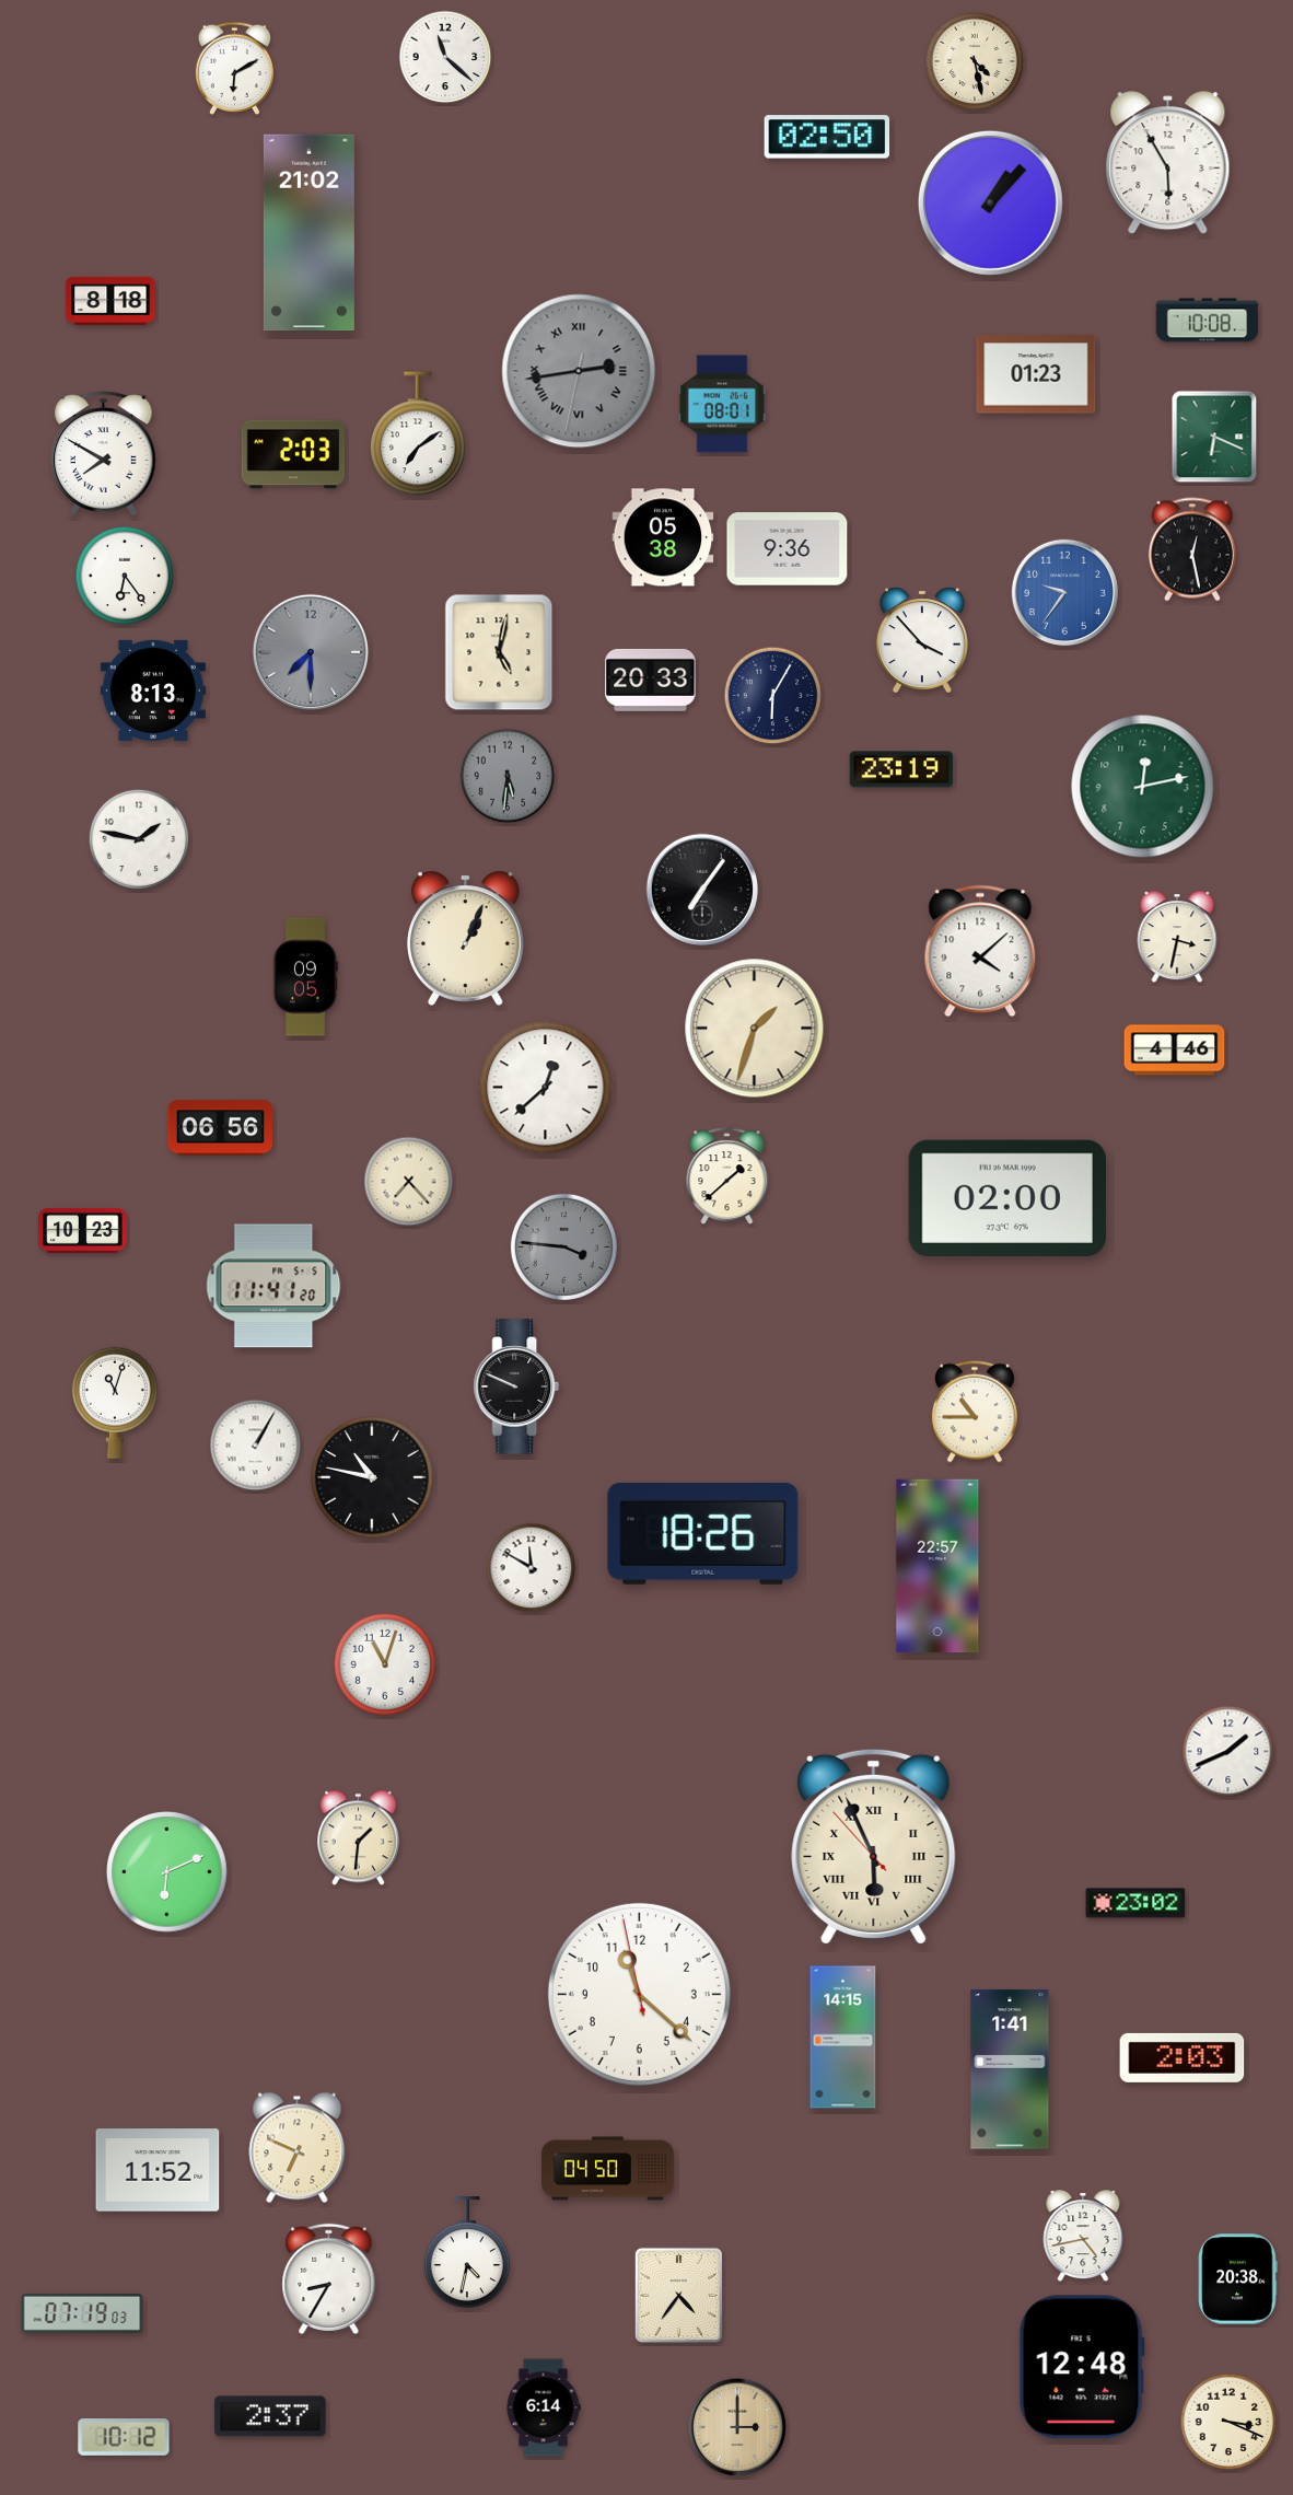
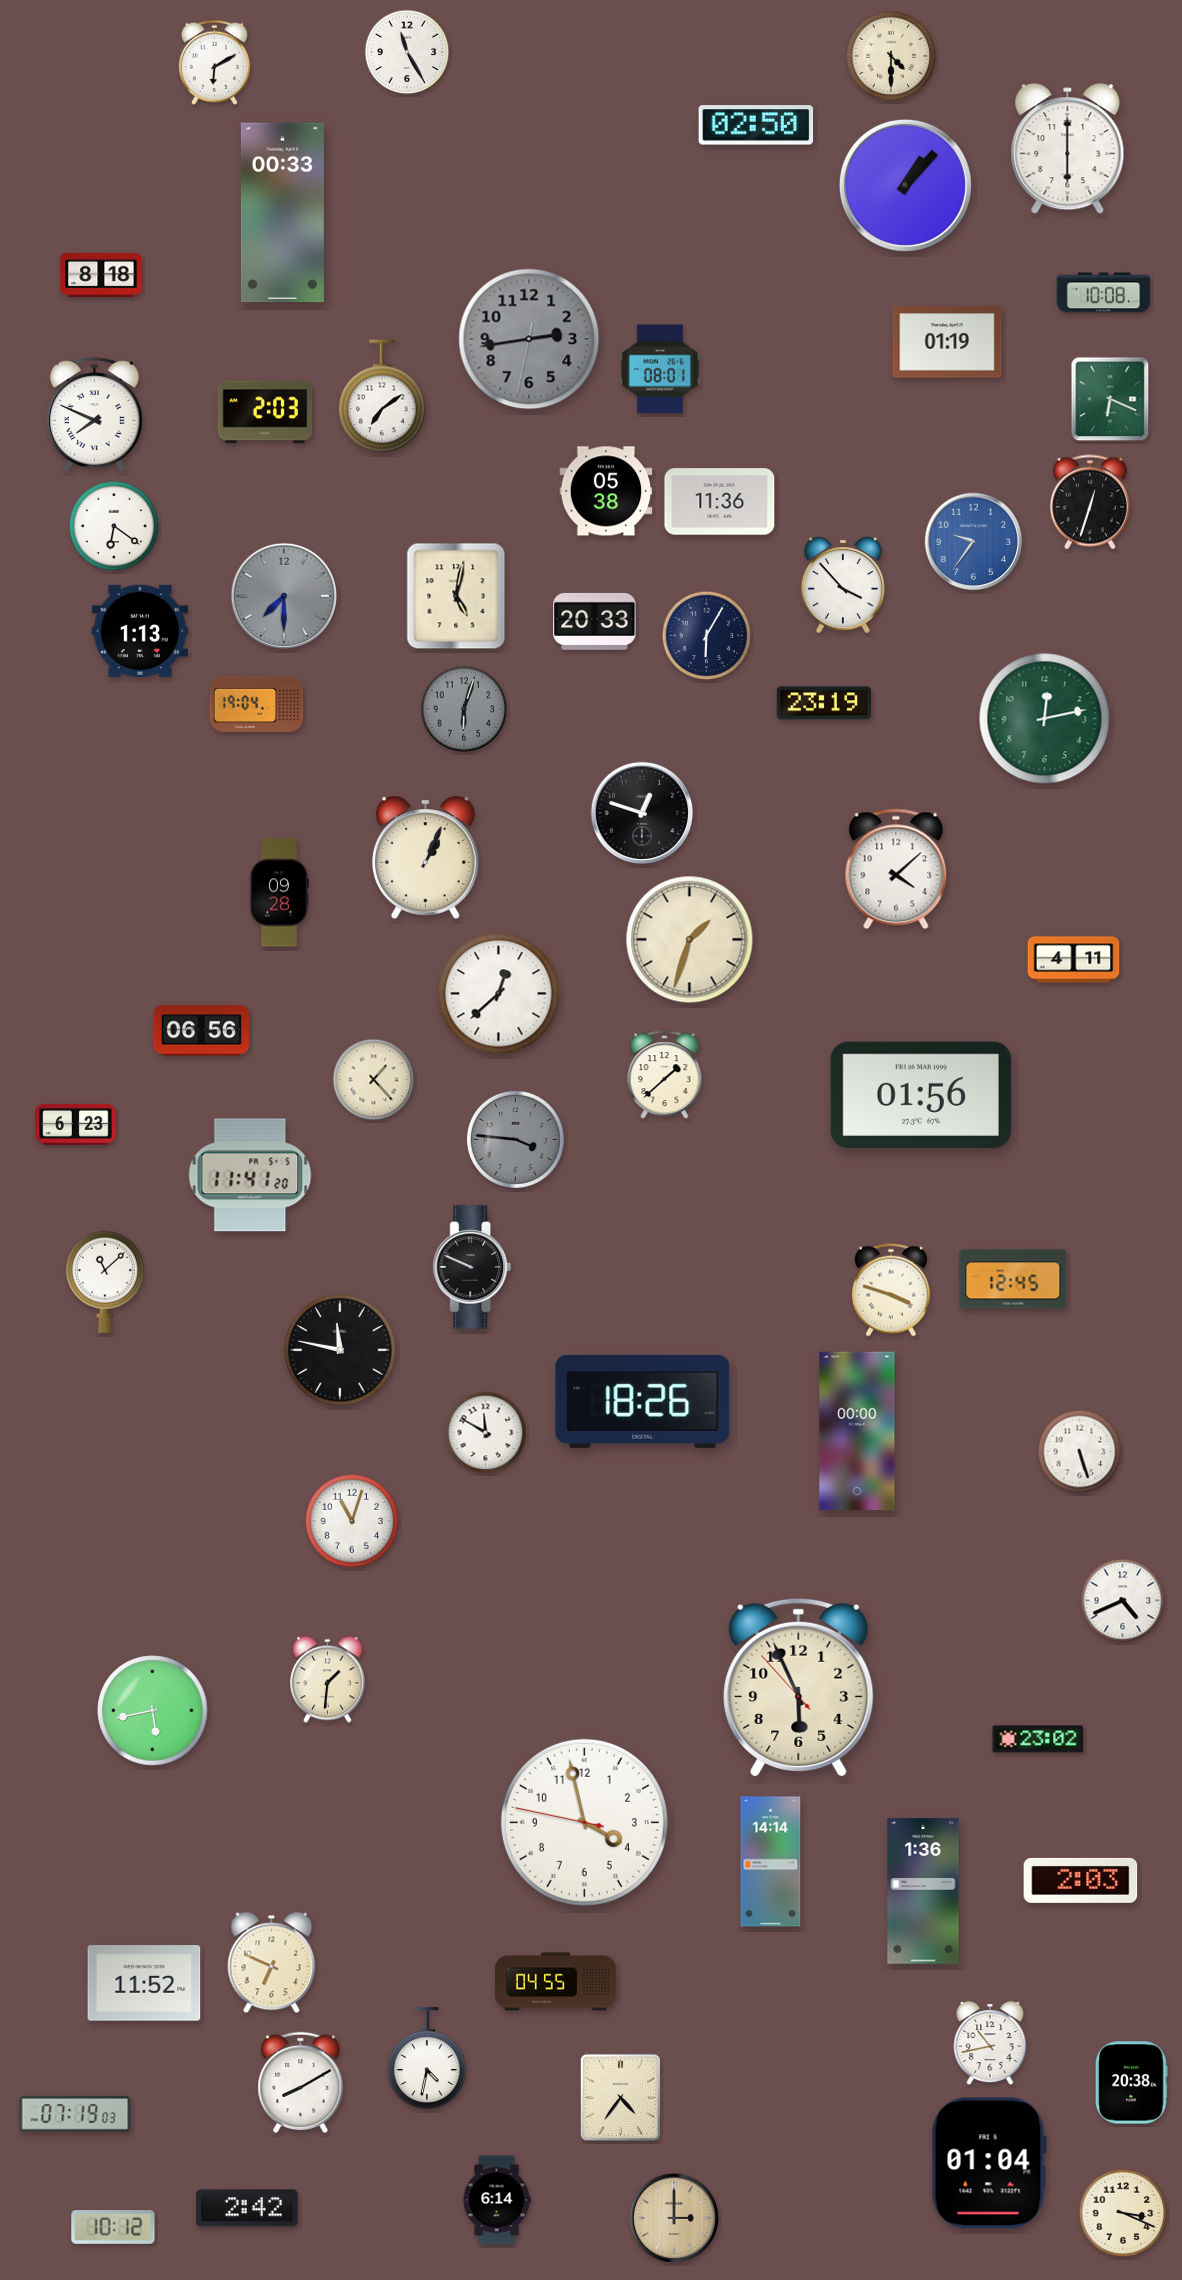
clock at (445, 57): 11:22 -> 11:25
clock at (975, 61): 4:28 -> 4:30
clock at (1168, 163): 5:55 -> 6:00
clock at (308, 233): 21:02 -> 00:33
clock at (579, 371) numerals: Roman -> Arabic
clock at (1036, 374): 01:23 -> 01:19
clock at (104, 454): 7:50 -> 7:49
clock at (293, 454) position: (293, 454) -> (265, 412)
clock at (788, 549): 9:36 -> 11:36
clock at (1192, 549): 12:28 -> 12:33
clock at (125, 576): 6:24 -> 6:21
clock at (153, 691): 8:13 -> 1:13
clock at (257, 705): none -> 19:04
clock at (508, 776): 5:31 -> 6:03
clock at (139, 839): 1:47 -> none
clock at (701, 889): 7:06 -> 12:48
clock at (1177, 938): 3:32 -> none
clock at (305, 977): 09:05 -> 09:28
clock at (1175, 1051): 4:46 -> 4:11
clock at (409, 1182): 7:23 -> 1:23
clock at (1007, 1197): 02:00 -> 01:56
clock at (83, 1230): 10:23 -> 6:23
clock at (1013, 1279): none -> 12:45
clock at (115, 1403): 11:03 -> 11:08
clock at (975, 1412): 10:45 -> 3:48
clock at (256, 1446): 1:05 -> none
clock at (372, 1477): 10:47 -> 11:47
clock at (937, 1566): 22:57 -> 00:00
clock at (1080, 1452): none -> 5:27
clock at (1228, 1752): 1:41 -> 4:41
clock at (874, 1846) numerals: Roman -> Arabic
clock at (167, 1872): 6:11 -> 5:43
clock at (639, 1994): 11:21 -> 3:57
clock at (843, 2038): 14:15 -> 14:14
clock at (1010, 2069): 1:41 -> 1:36
clock at (608, 2169): 04:50 -> 04:55
clock at (1083, 2237): 4:43 -> 10:43
clock at (329, 2278): 8:35 -> 8:10
clock at (1082, 2367): 12:48 -> 01:04
clock at (270, 2416): 2:37 -> 2:42
